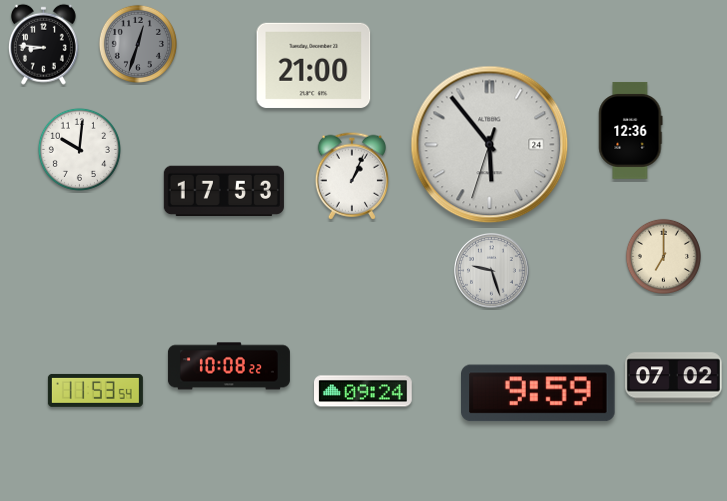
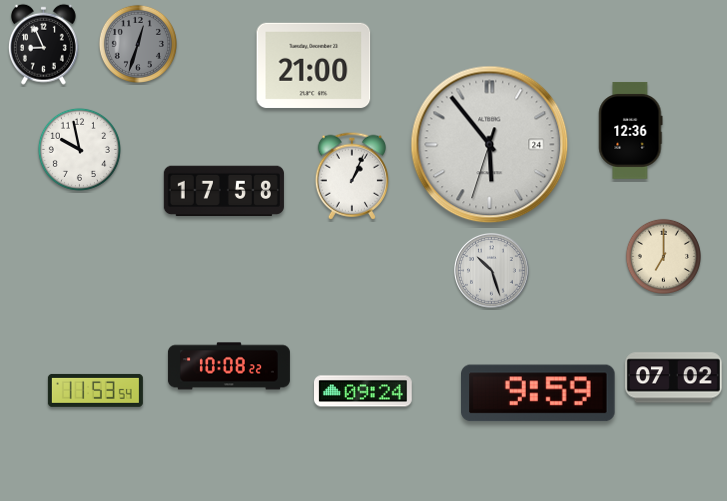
clock at (43, 44): 8:46 -> 8:56
clock at (79, 149): 10:01 -> 9:58
clock at (224, 191): 17:53 -> 17:58
clock at (492, 271): 9:27 -> 10:27
